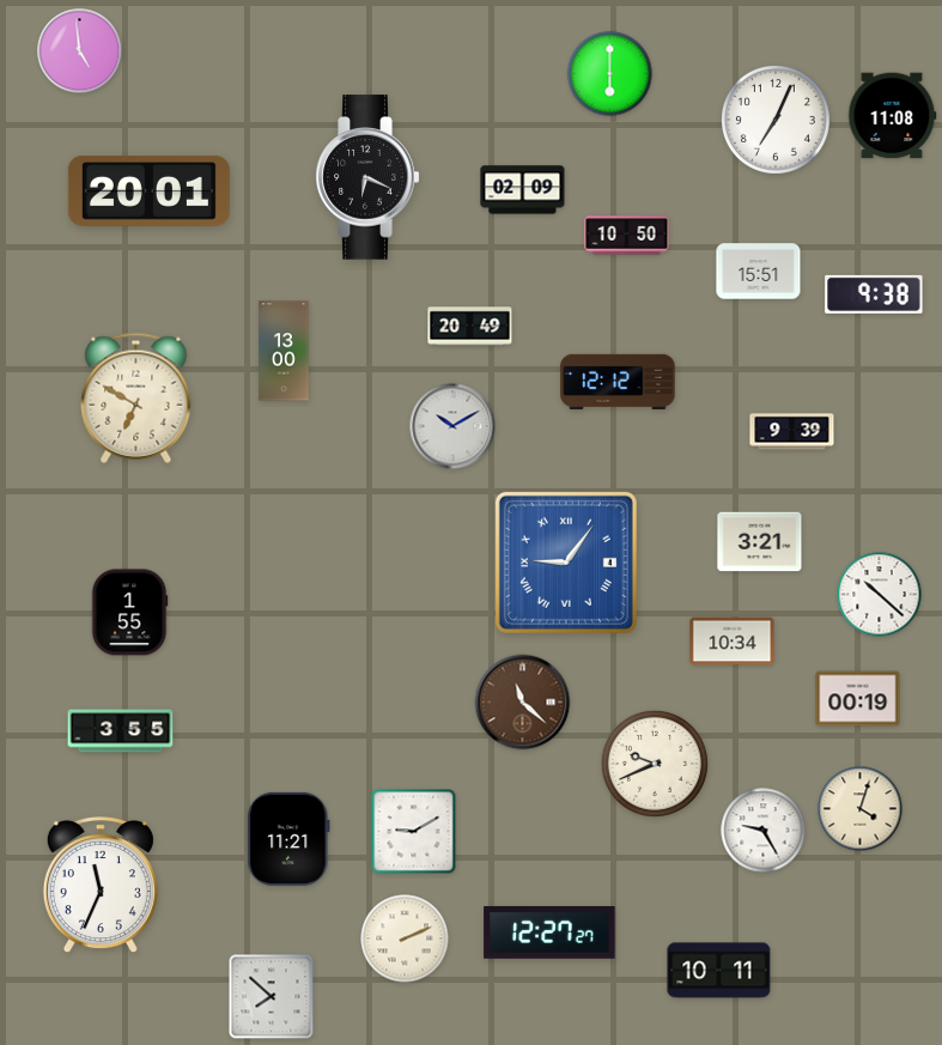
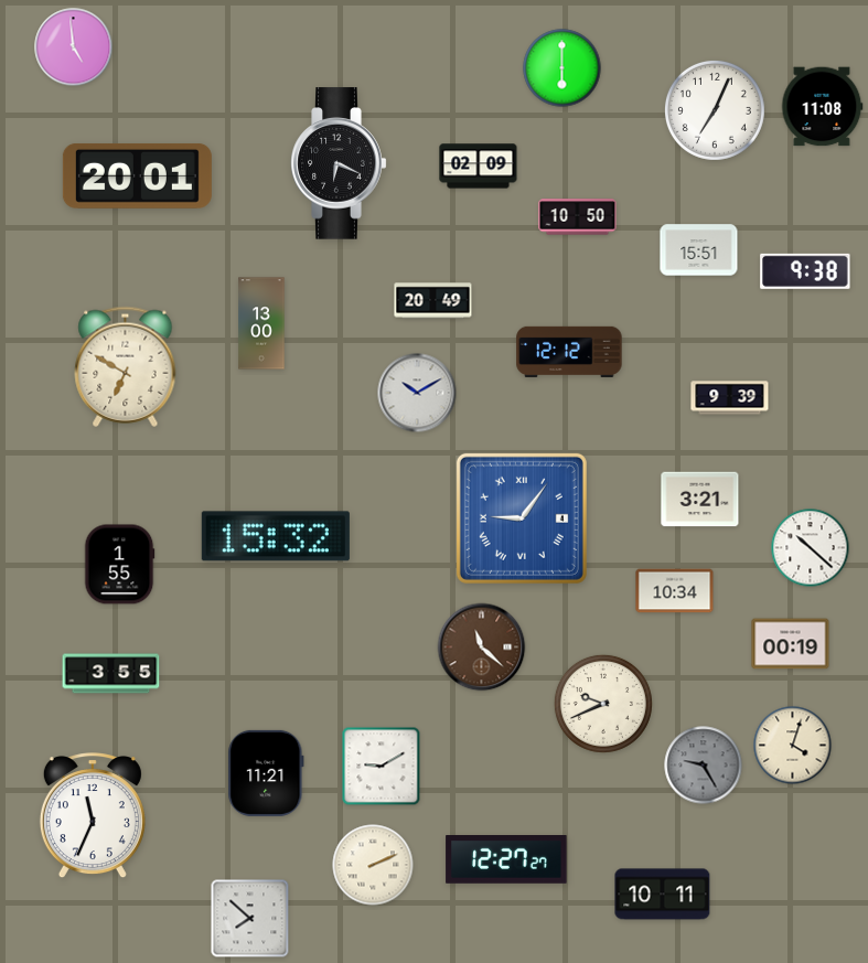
clock at (523, 190) position: (523, 190) -> (479, 167)
clock at (276, 536): none -> 15:32
clock at (764, 831) dial: white -> grey
